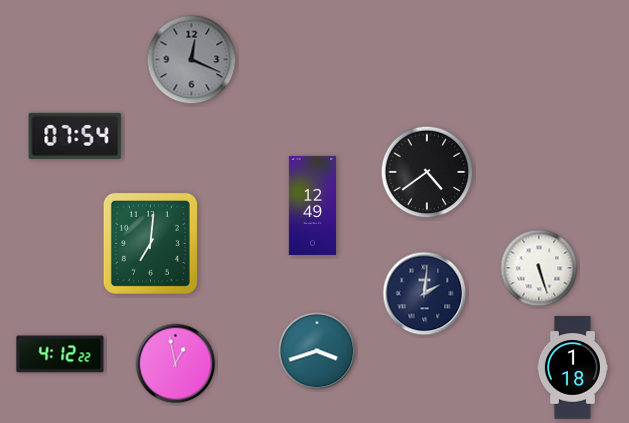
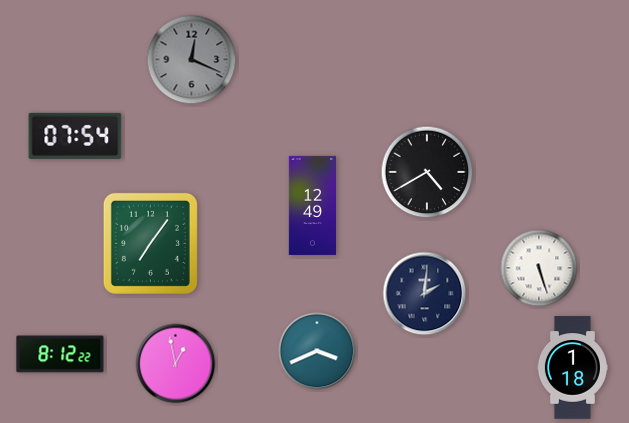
clock at (427, 172): 4:39 -> 4:40
clock at (150, 243): 7:01 -> 7:06
clock at (317, 351): 3:42 -> 3:41
clock at (60, 354): 4:12 -> 8:12
